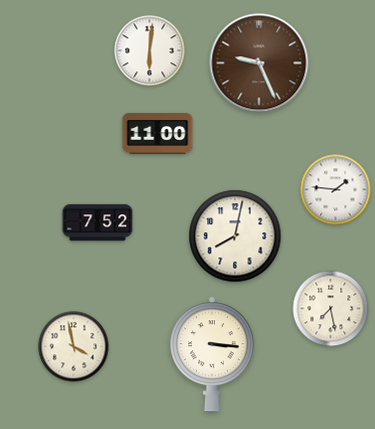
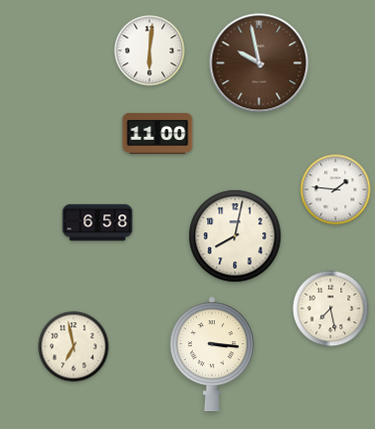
clock at (259, 63): 9:26 -> 9:58
clock at (98, 223): 7:52 -> 6:58
clock at (74, 347): 3:58 -> 6:58
